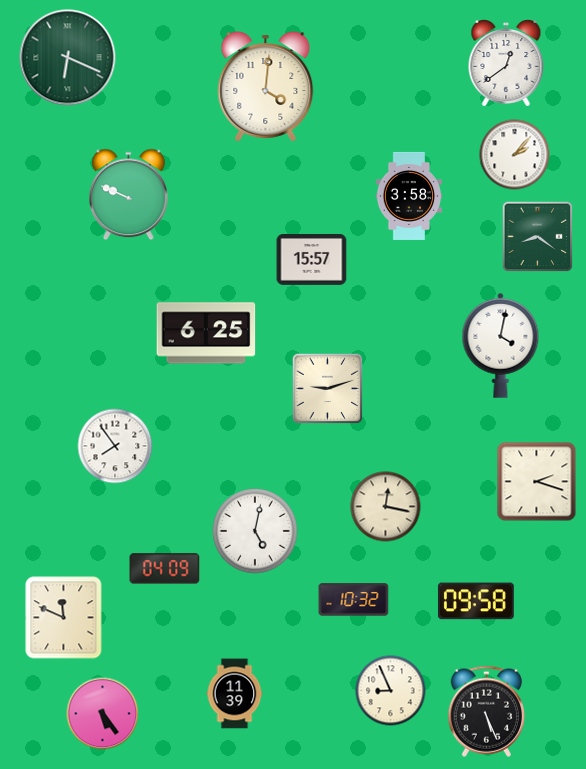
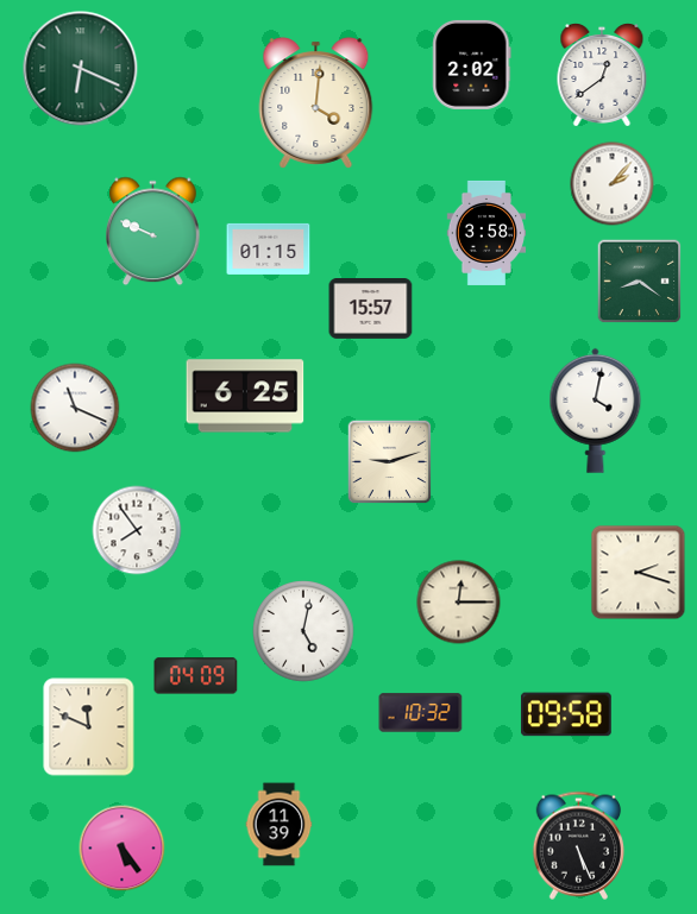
clock at (472, 64): none -> 2:02
clock at (269, 248): none -> 01:15
clock at (75, 408): none -> 11:19
clock at (386, 507): 12:17 -> 12:15
clock at (64, 618) position: (64, 618) -> (89, 727)
clock at (391, 691): 8:56 -> none
